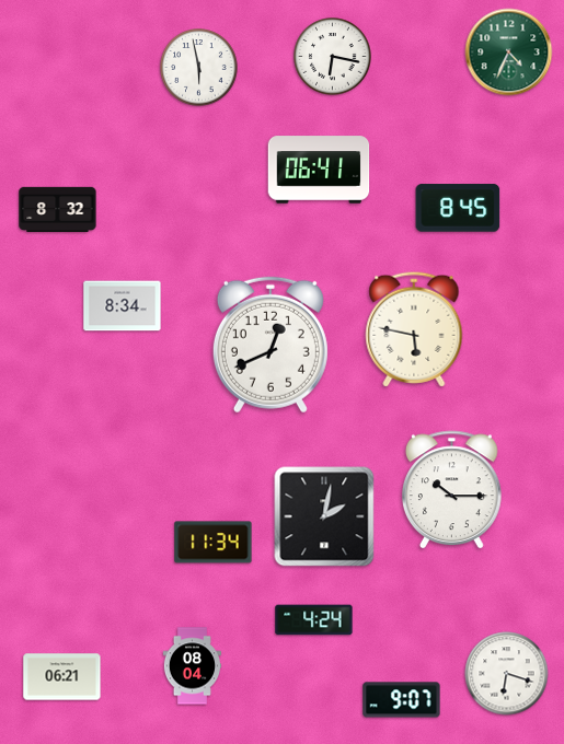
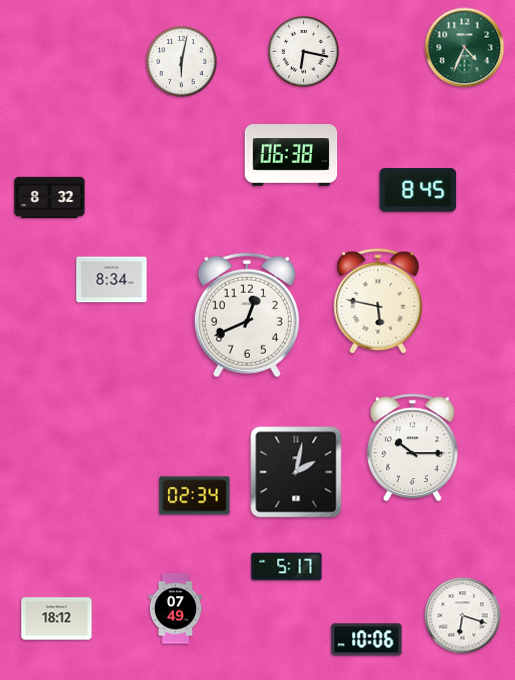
clock at (199, 68): 5:58 -> 6:02
clock at (319, 170): 06:41 -> 06:38
clock at (58, 209) position: (58, 209) -> (50, 197)
clock at (214, 543): 11:34 -> 02:34
clock at (314, 620): 4:24 -> 5:17
clock at (192, 666): 08:04 -> 07:49
clock at (62, 677): 06:21 -> 18:12
clock at (402, 700): 9:07 -> 10:06
